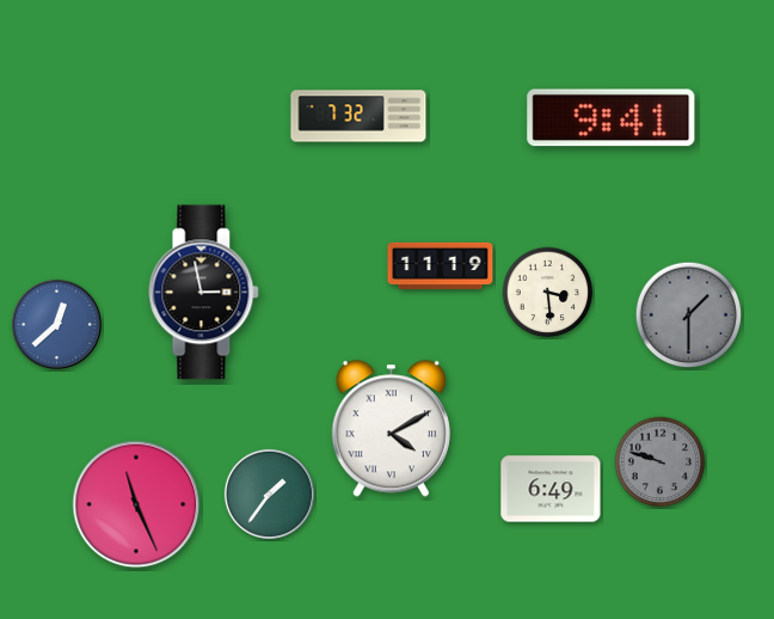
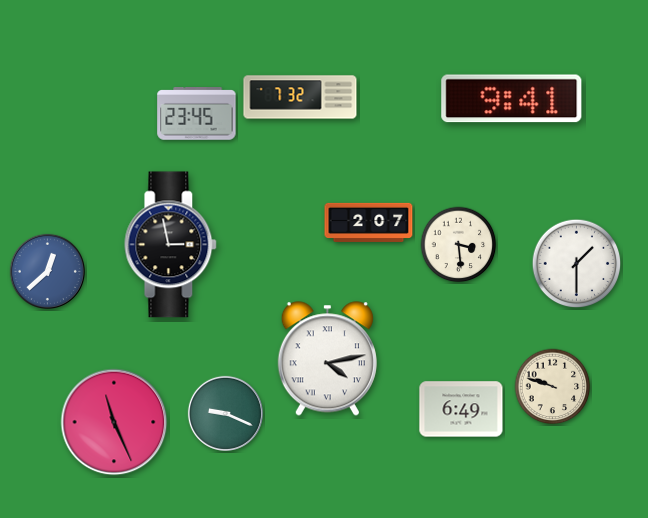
clock at (197, 114): none -> 23:45
clock at (441, 265): 11:19 -> 2:07
clock at (689, 315) dial: grey -> white
clock at (391, 429): 4:10 -> 4:13
clock at (661, 462) dial: grey -> cream
clock at (269, 494): 1:36 -> 9:19
